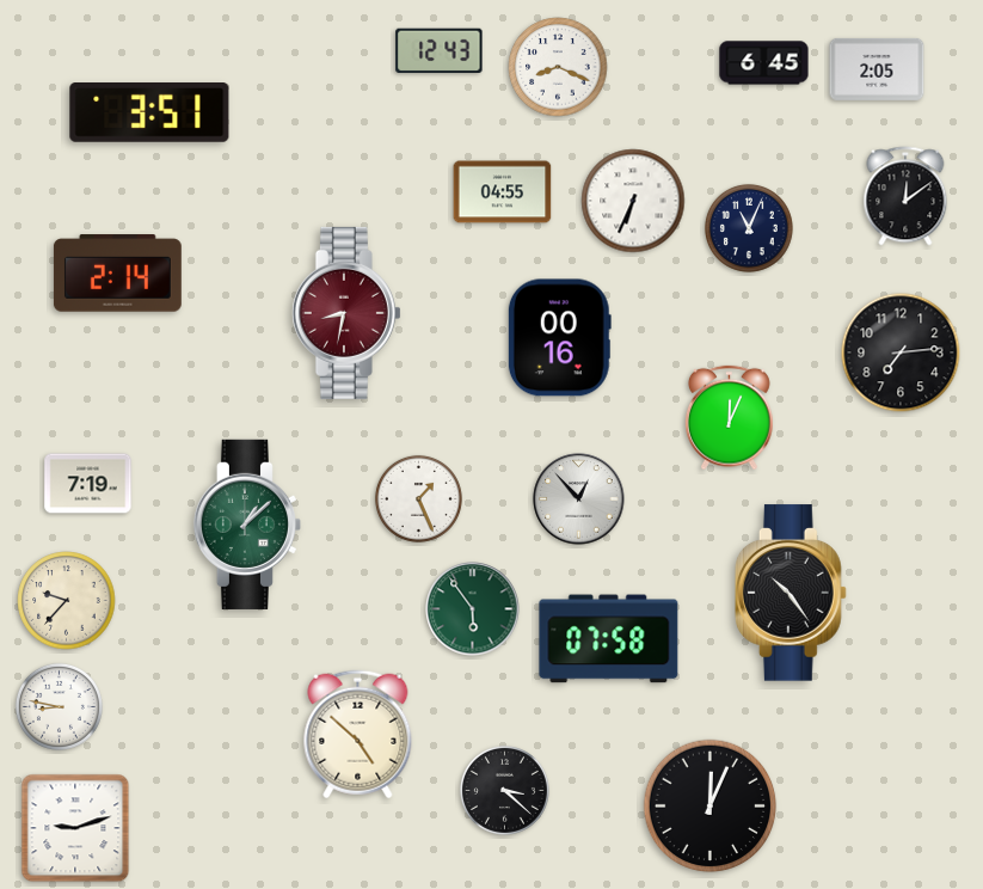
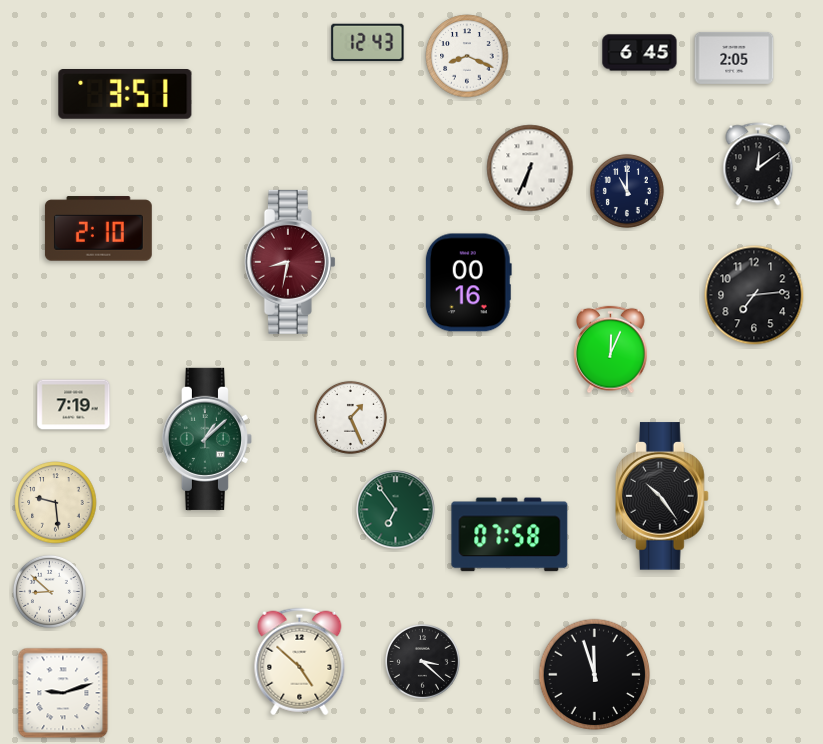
clock at (503, 192): 04:55 -> none
clock at (749, 228): 11:04 -> 11:00
clock at (117, 274): 2:14 -> 2:10
clock at (579, 499): 12:53 -> none
clock at (67, 601): 9:37 -> 9:29
clock at (473, 609): 5:54 -> 6:54
clock at (59, 706): 8:47 -> 8:52
clock at (358, 735) position: (358, 735) -> (300, 662)
clock at (711, 807): 12:04 -> 11:57
